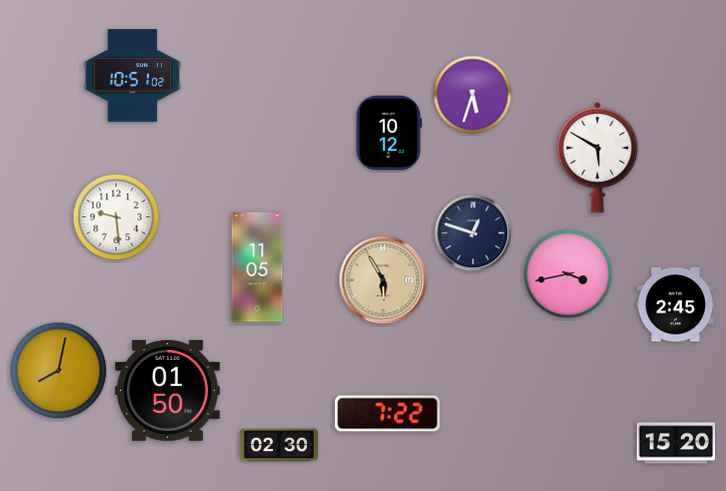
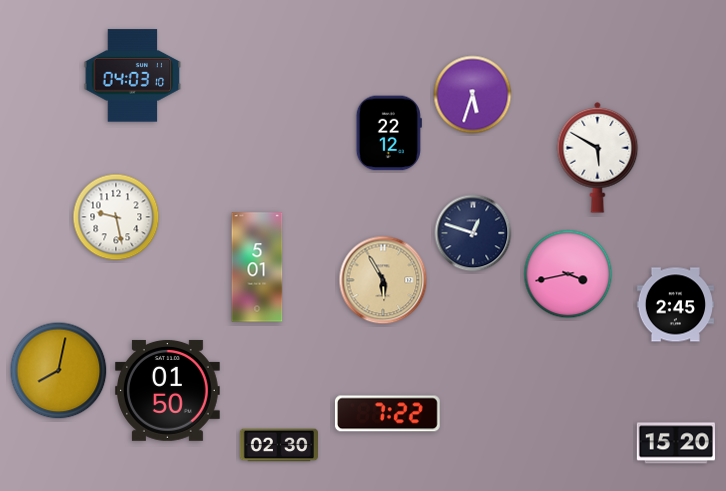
clock at (133, 76): 10:51 -> 04:03
clock at (389, 133): 10:12 -> 22:12
clock at (116, 217): 9:29 -> 9:28
clock at (257, 267): 11:05 -> 5:01
